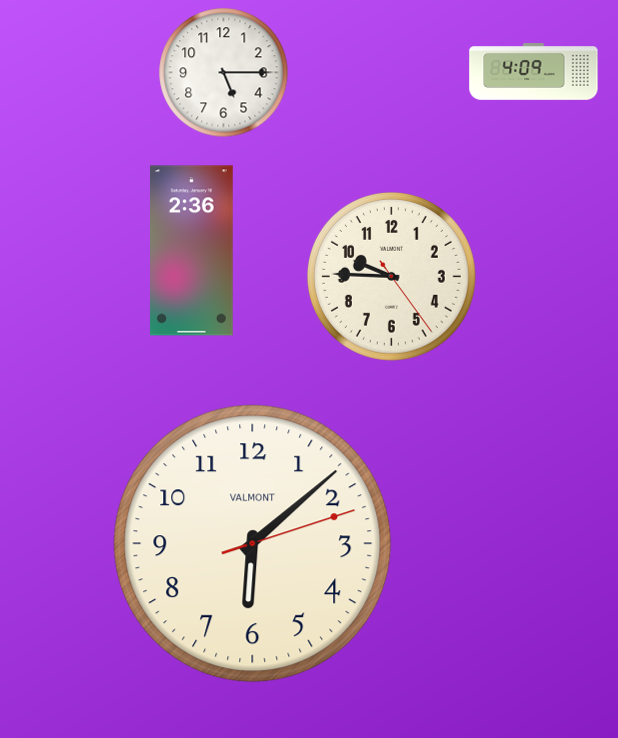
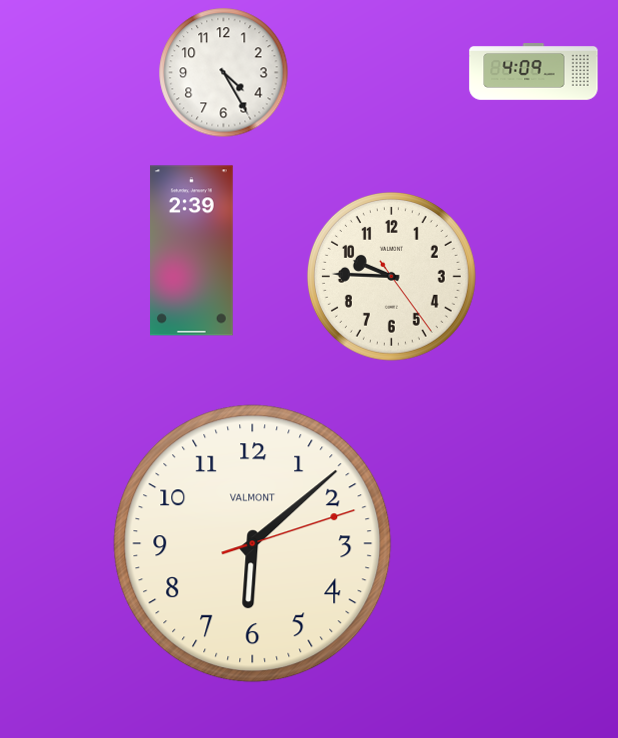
clock at (224, 73): 5:15 -> 4:25
clock at (192, 251): 2:36 -> 2:39
